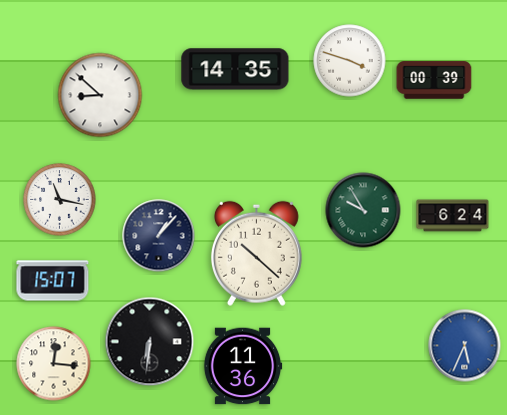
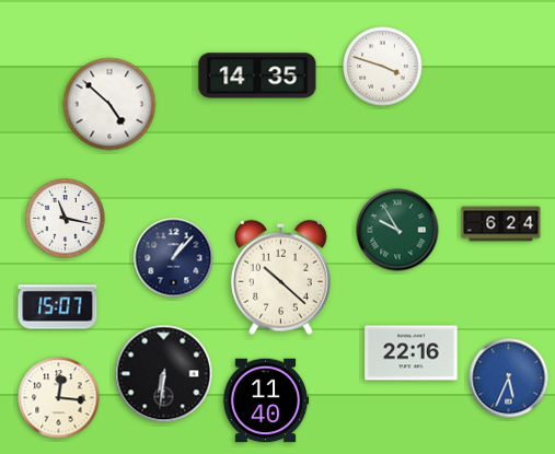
clock at (434, 80): 00:39 -> none
clock at (100, 95): 8:52 -> 4:52
clock at (453, 216) position: (453, 216) -> (501, 224)
clock at (412, 353): none -> 22:16
clock at (243, 366): 11:36 -> 11:40
